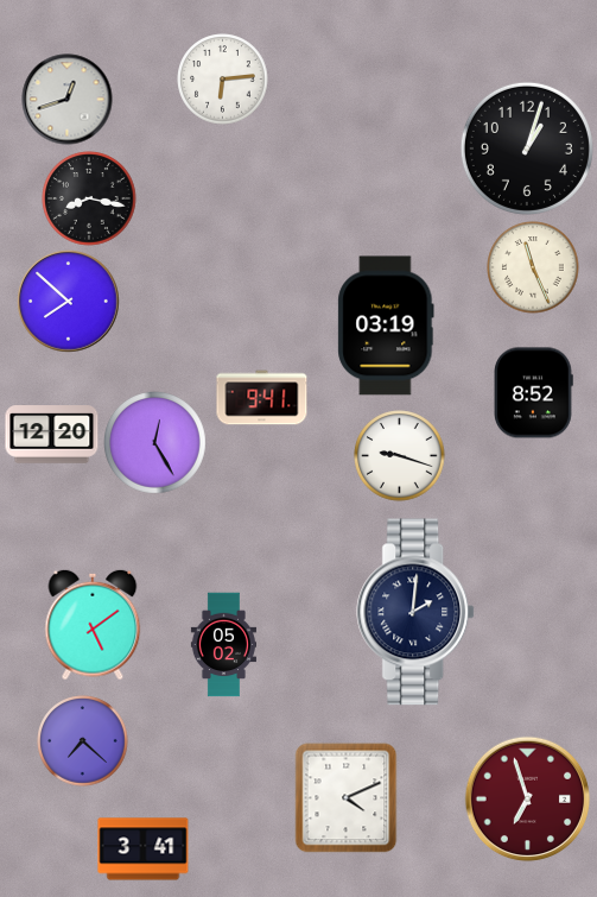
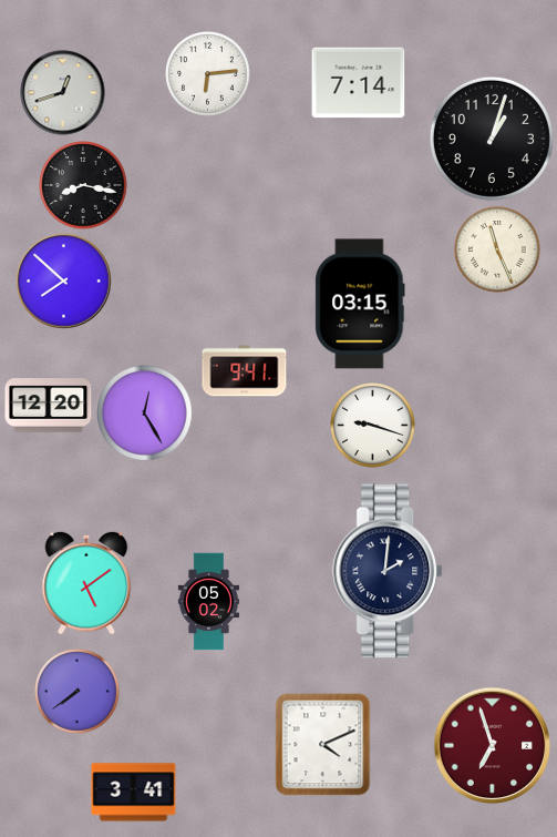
clock at (359, 83): none -> 7:14
clock at (386, 326): 03:19 -> 03:15
clock at (534, 393): 8:52 -> none
clock at (83, 741): 7:22 -> 7:39
